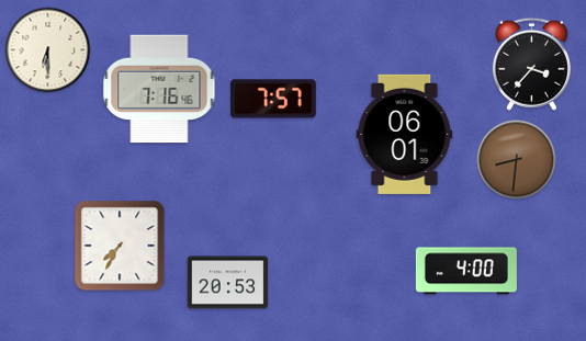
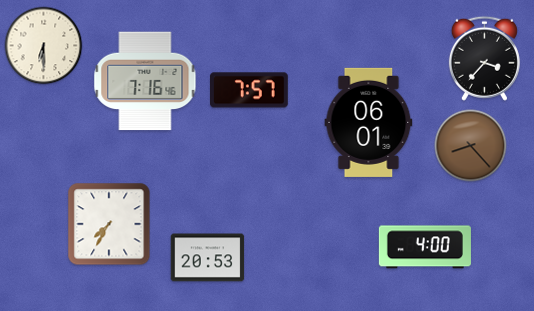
clock at (517, 160): 8:31 -> 8:23
